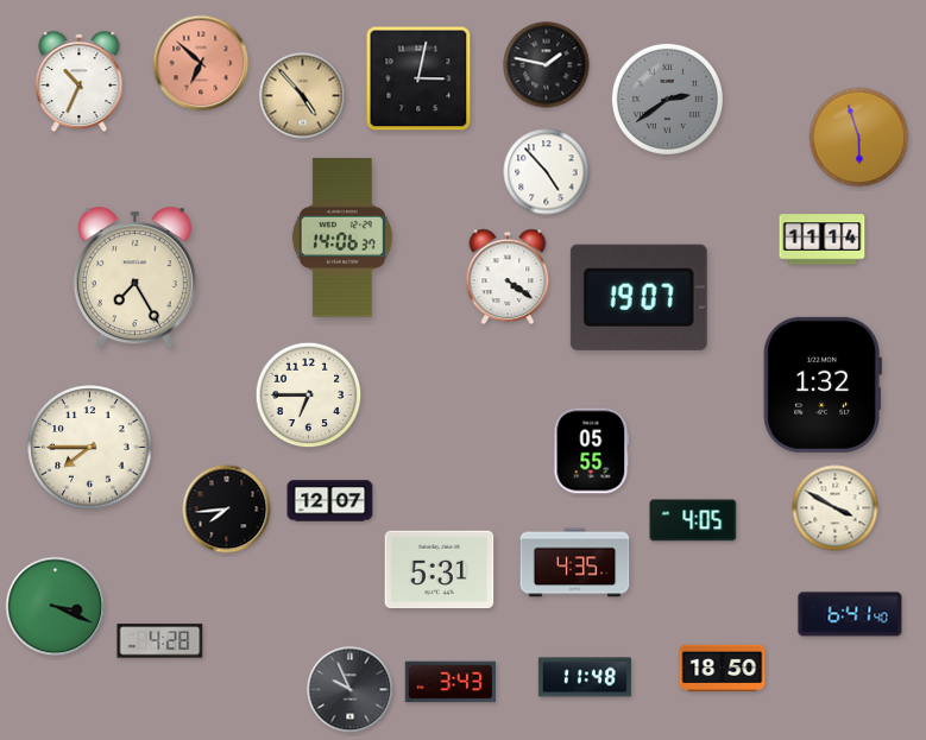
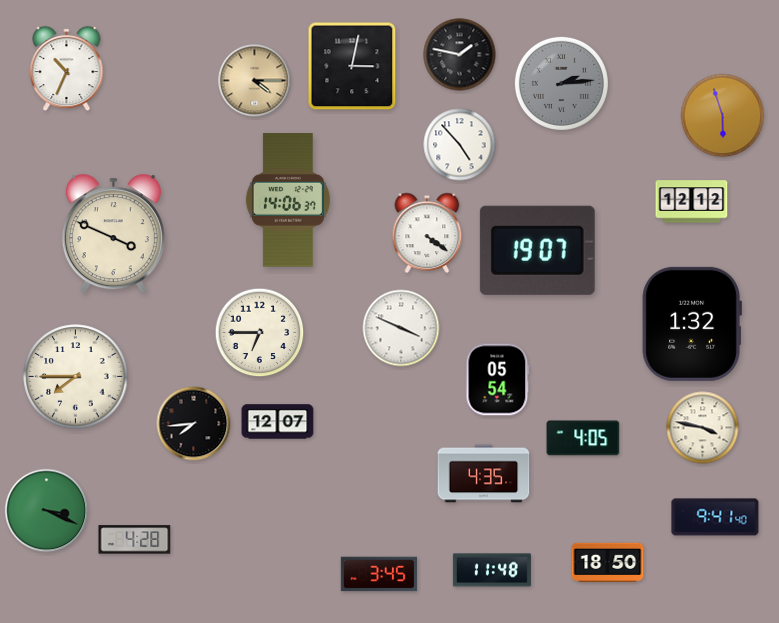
clock at (201, 63): 6:52 -> none
clock at (303, 96): 4:53 -> 4:15
clock at (667, 99): 2:39 -> 2:14
clock at (823, 240): 11:14 -> 12:12
clock at (134, 278): 7:25 -> 3:49
clock at (401, 328): none -> 3:49
clock at (592, 451): 05:55 -> 05:54
clock at (836, 508): 3:50 -> 3:47
clock at (227, 510) position: (227, 510) -> (194, 424)
clock at (440, 570): 5:31 -> none
clock at (850, 614): 6:41 -> 9:41
clock at (451, 682): 3:43 -> 3:45
clock at (351, 690): 9:56 -> none
